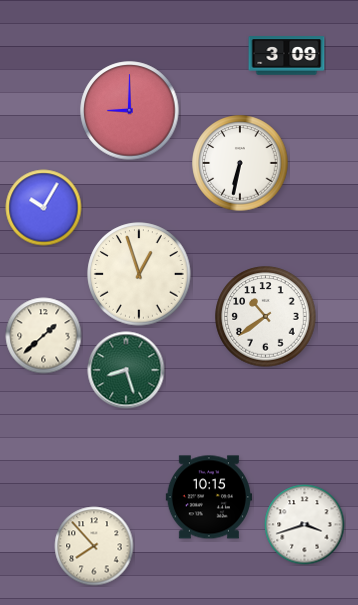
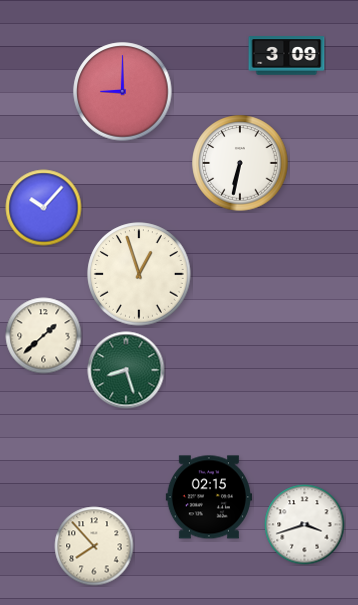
clock at (130, 111) position: (130, 111) -> (123, 92)
clock at (44, 208): 10:05 -> 10:07
clock at (266, 317): 10:39 -> none
clock at (208, 497): 10:15 -> 02:15
